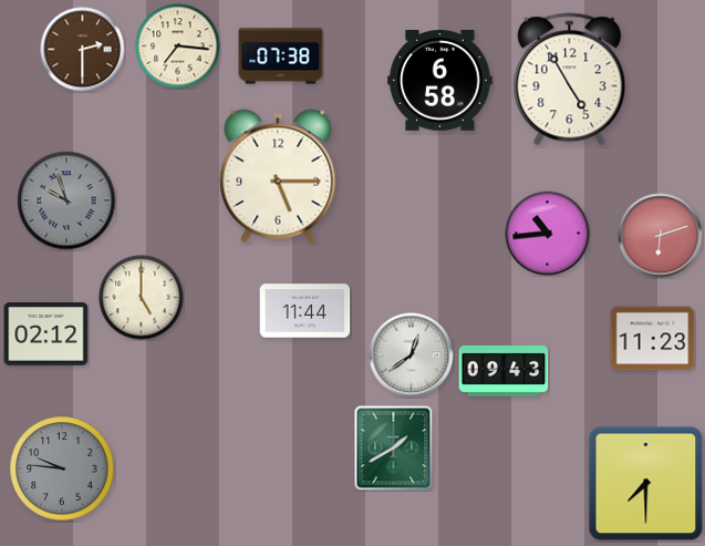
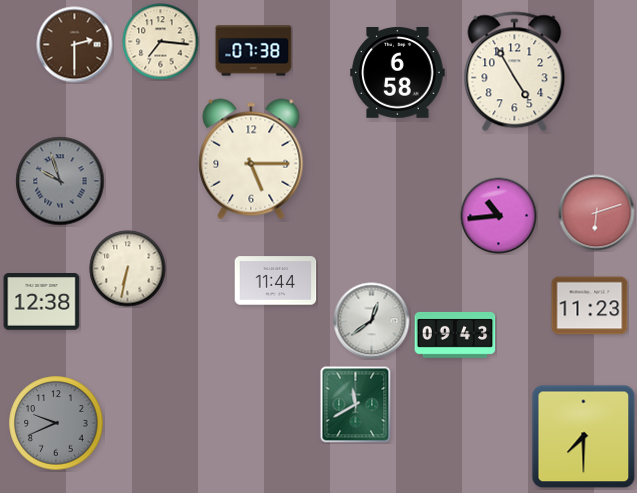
clock at (548, 234) position: (548, 234) -> (499, 216)
clock at (142, 298): 5:00 -> 6:32
clock at (46, 334): 02:12 -> 12:38
clock at (394, 449): 1:40 -> 11:40
clock at (62, 468): 9:46 -> 9:41
